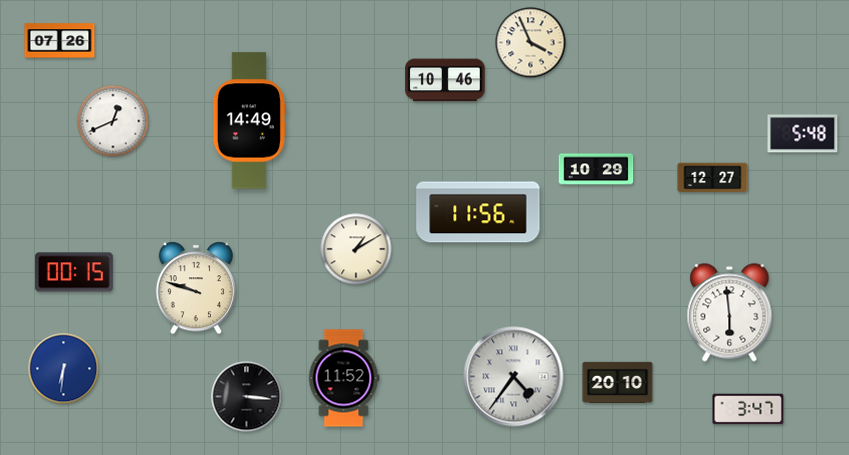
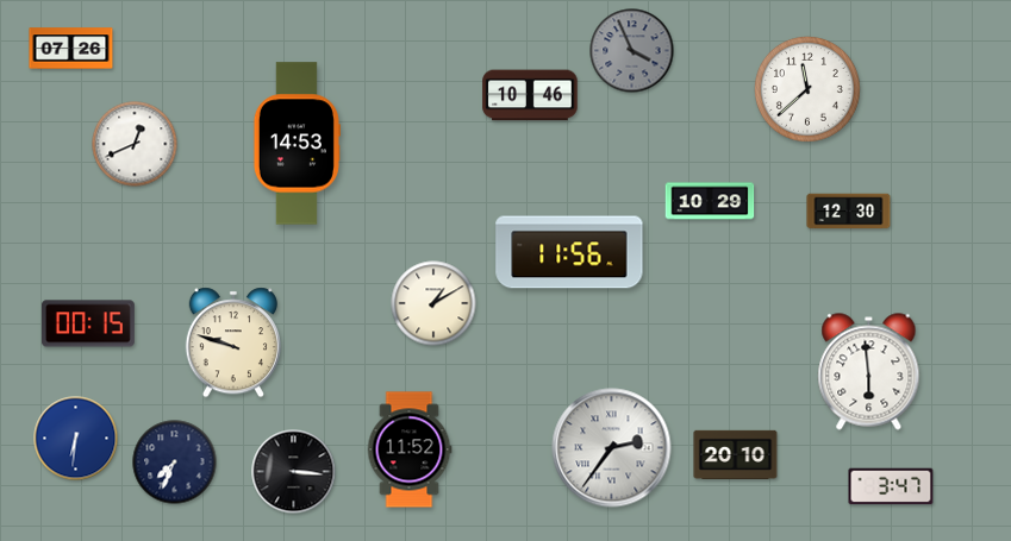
clock at (531, 43) dial: cream -> grey
clock at (807, 89): none -> 11:38
clock at (249, 121): 14:49 -> 14:53
clock at (803, 134): 5:48 -> none
clock at (713, 178): 12:27 -> 12:30
clock at (356, 249) position: (356, 249) -> (433, 303)
clock at (514, 377): 4:36 -> 2:36
clock at (175, 463): none -> 7:34
